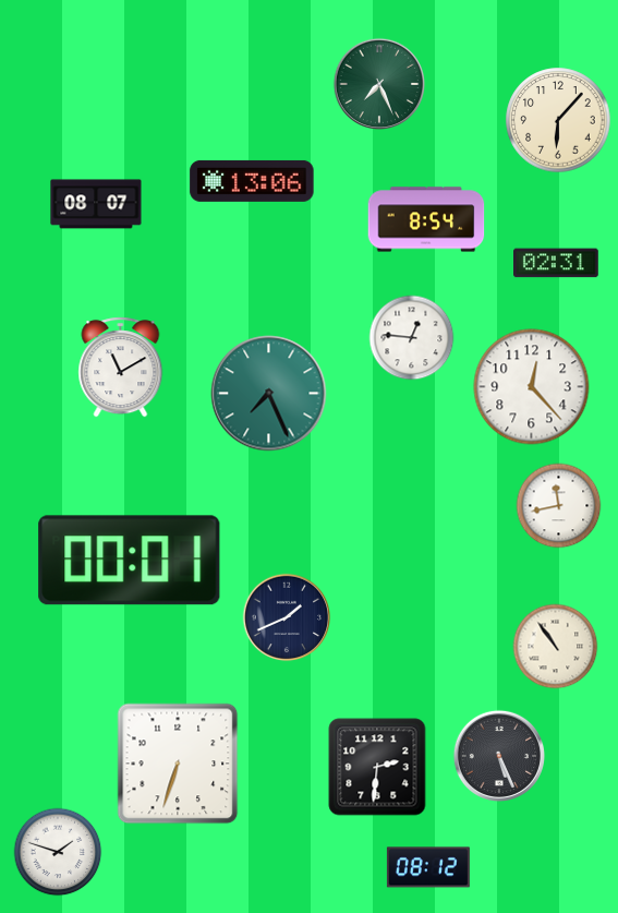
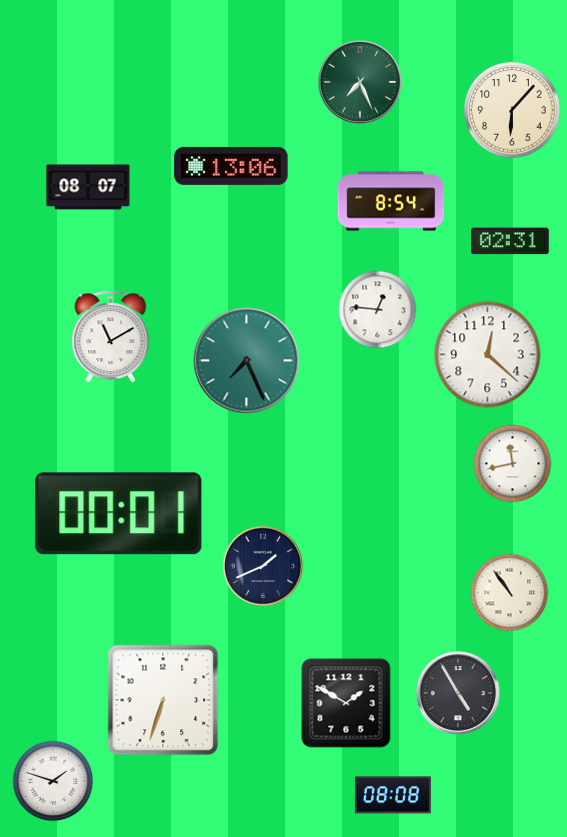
clock at (378, 83) position: (378, 83) -> (359, 81)
clock at (532, 387): 12:23 -> 12:22
clock at (498, 755): 5:26 -> 4:55
clock at (377, 767): 2:31 -> 1:50
clock at (428, 867): 08:12 -> 08:08
